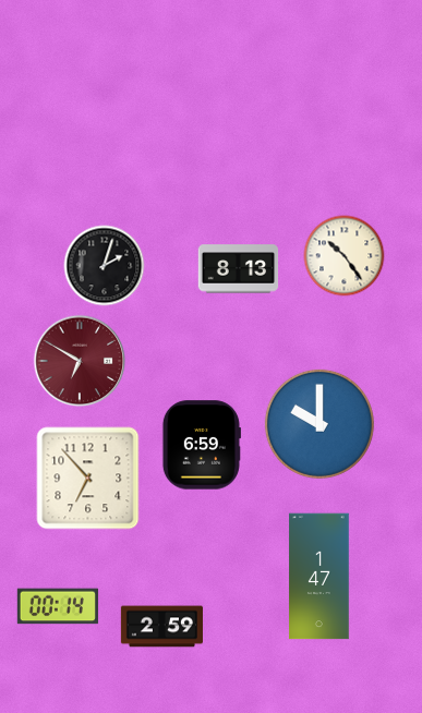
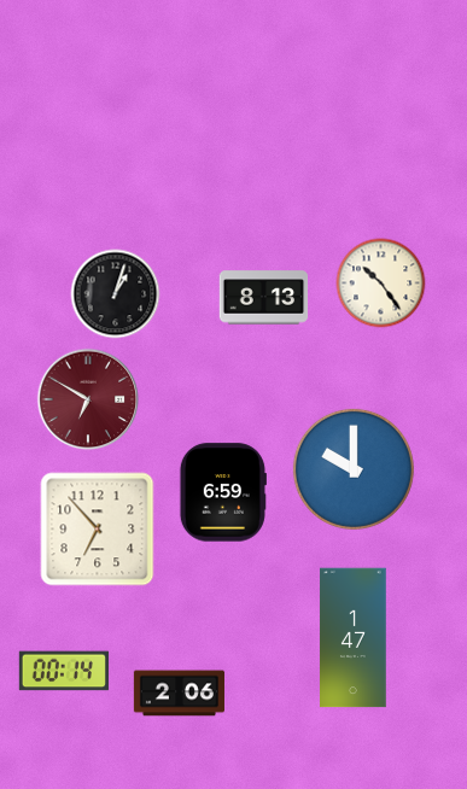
clock at (105, 266): 2:03 -> 1:03
clock at (161, 627): 2:59 -> 2:06
